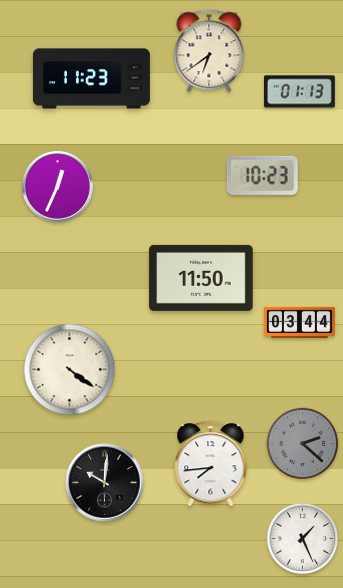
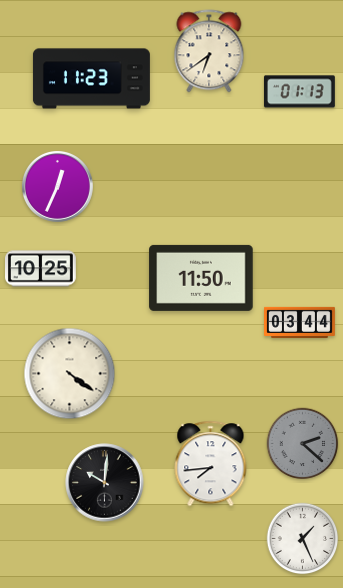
clock at (262, 175): 10:23 -> none
clock at (41, 269): none -> 10:25
clock at (70, 370) position: (70, 370) -> (70, 374)
